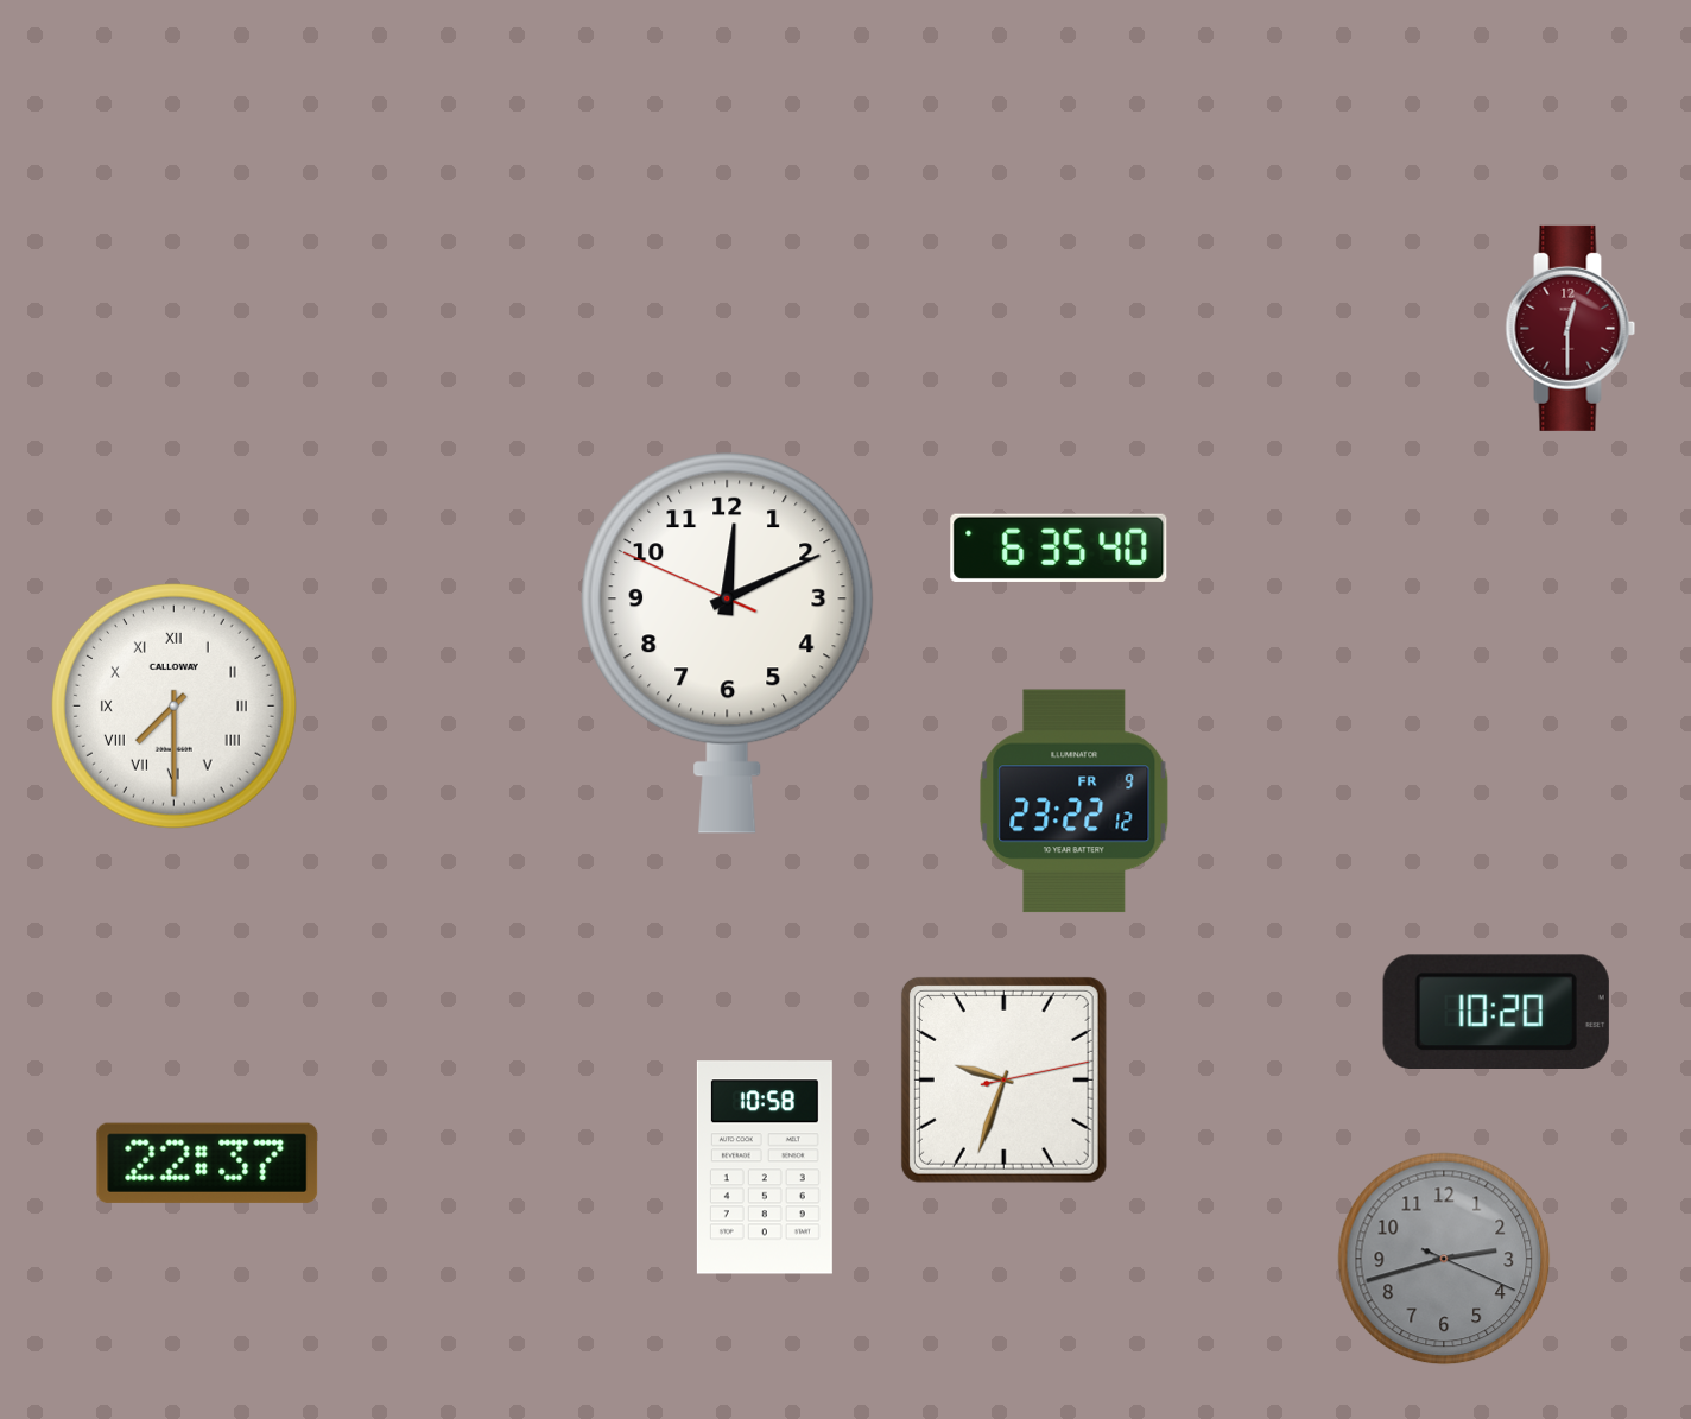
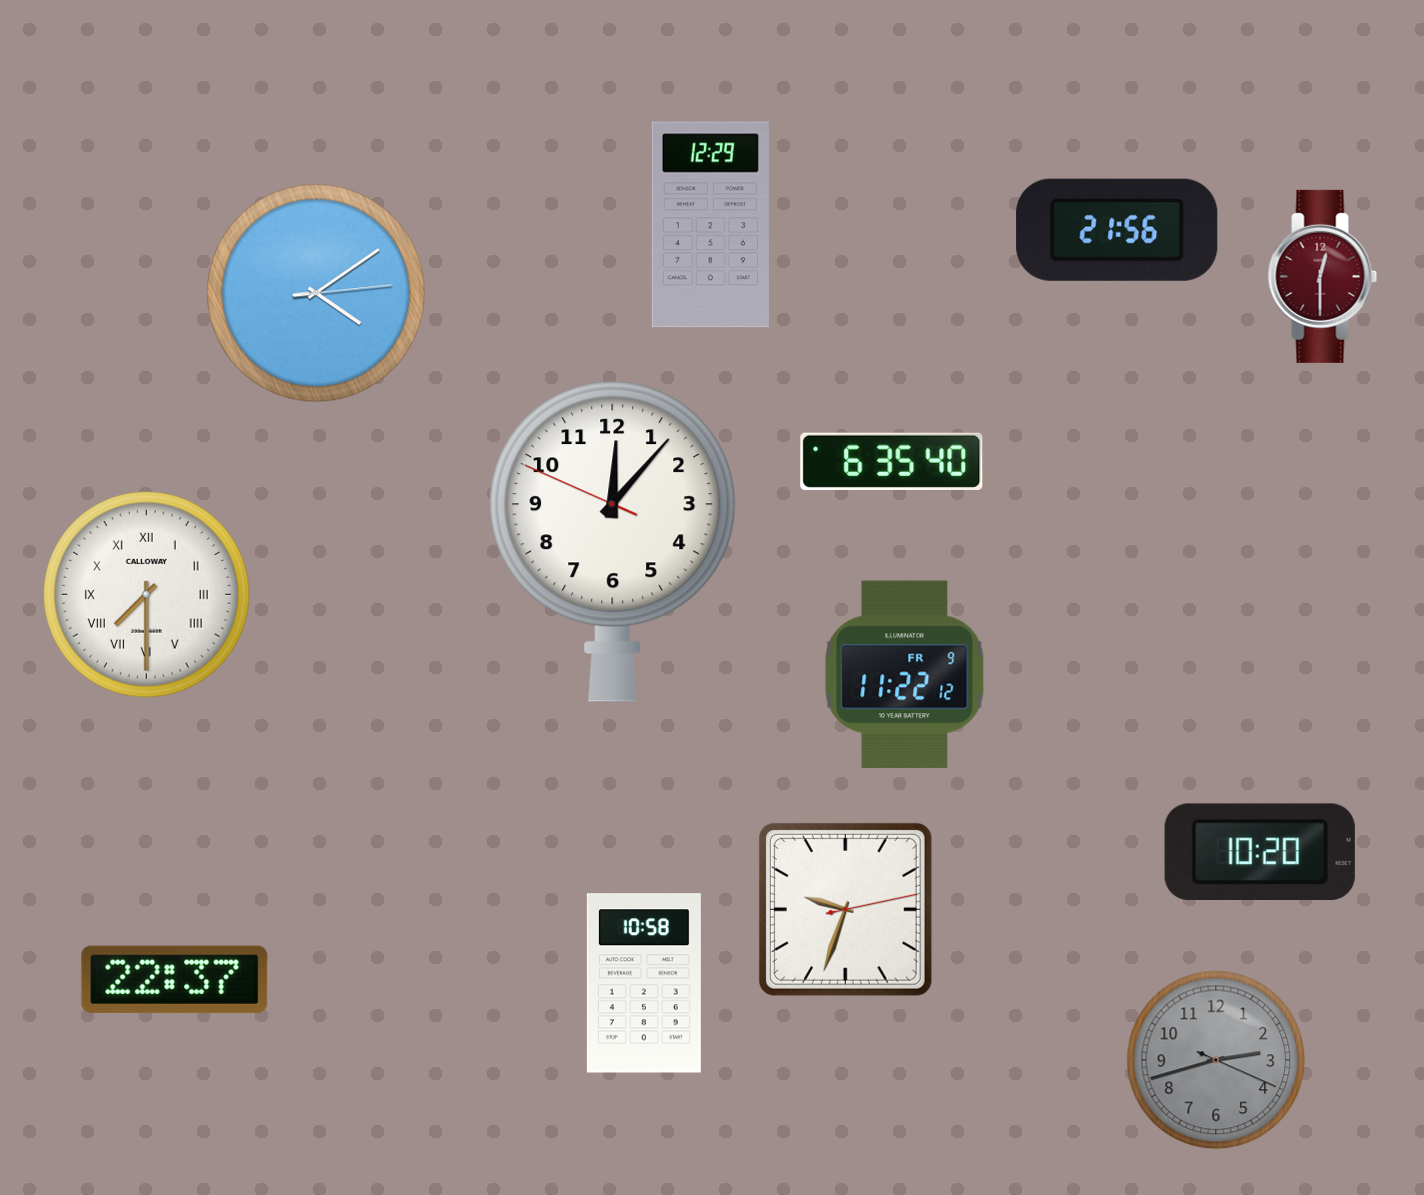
clock at (710, 225): none -> 12:29
clock at (1117, 230): none -> 21:56
clock at (316, 293): none -> 4:09
clock at (728, 644): 12:10 -> 12:06
clock at (1075, 802): 23:22 -> 11:22
